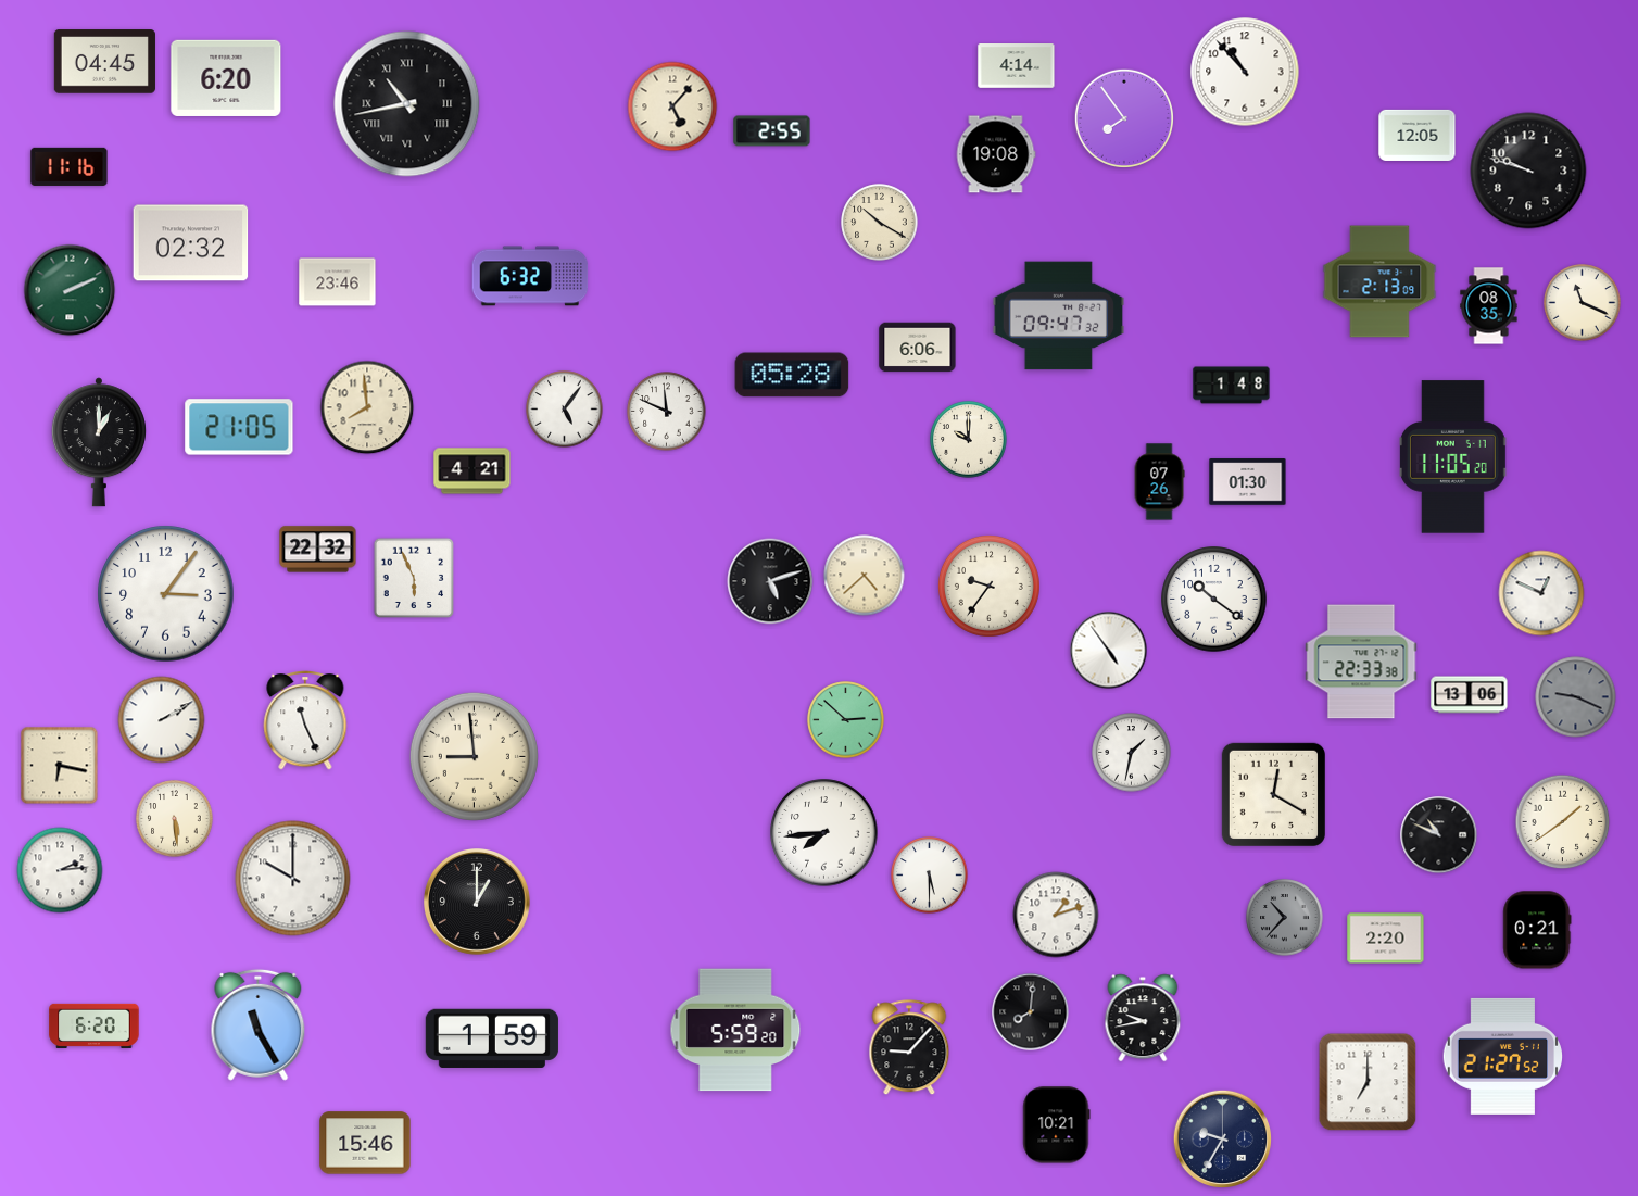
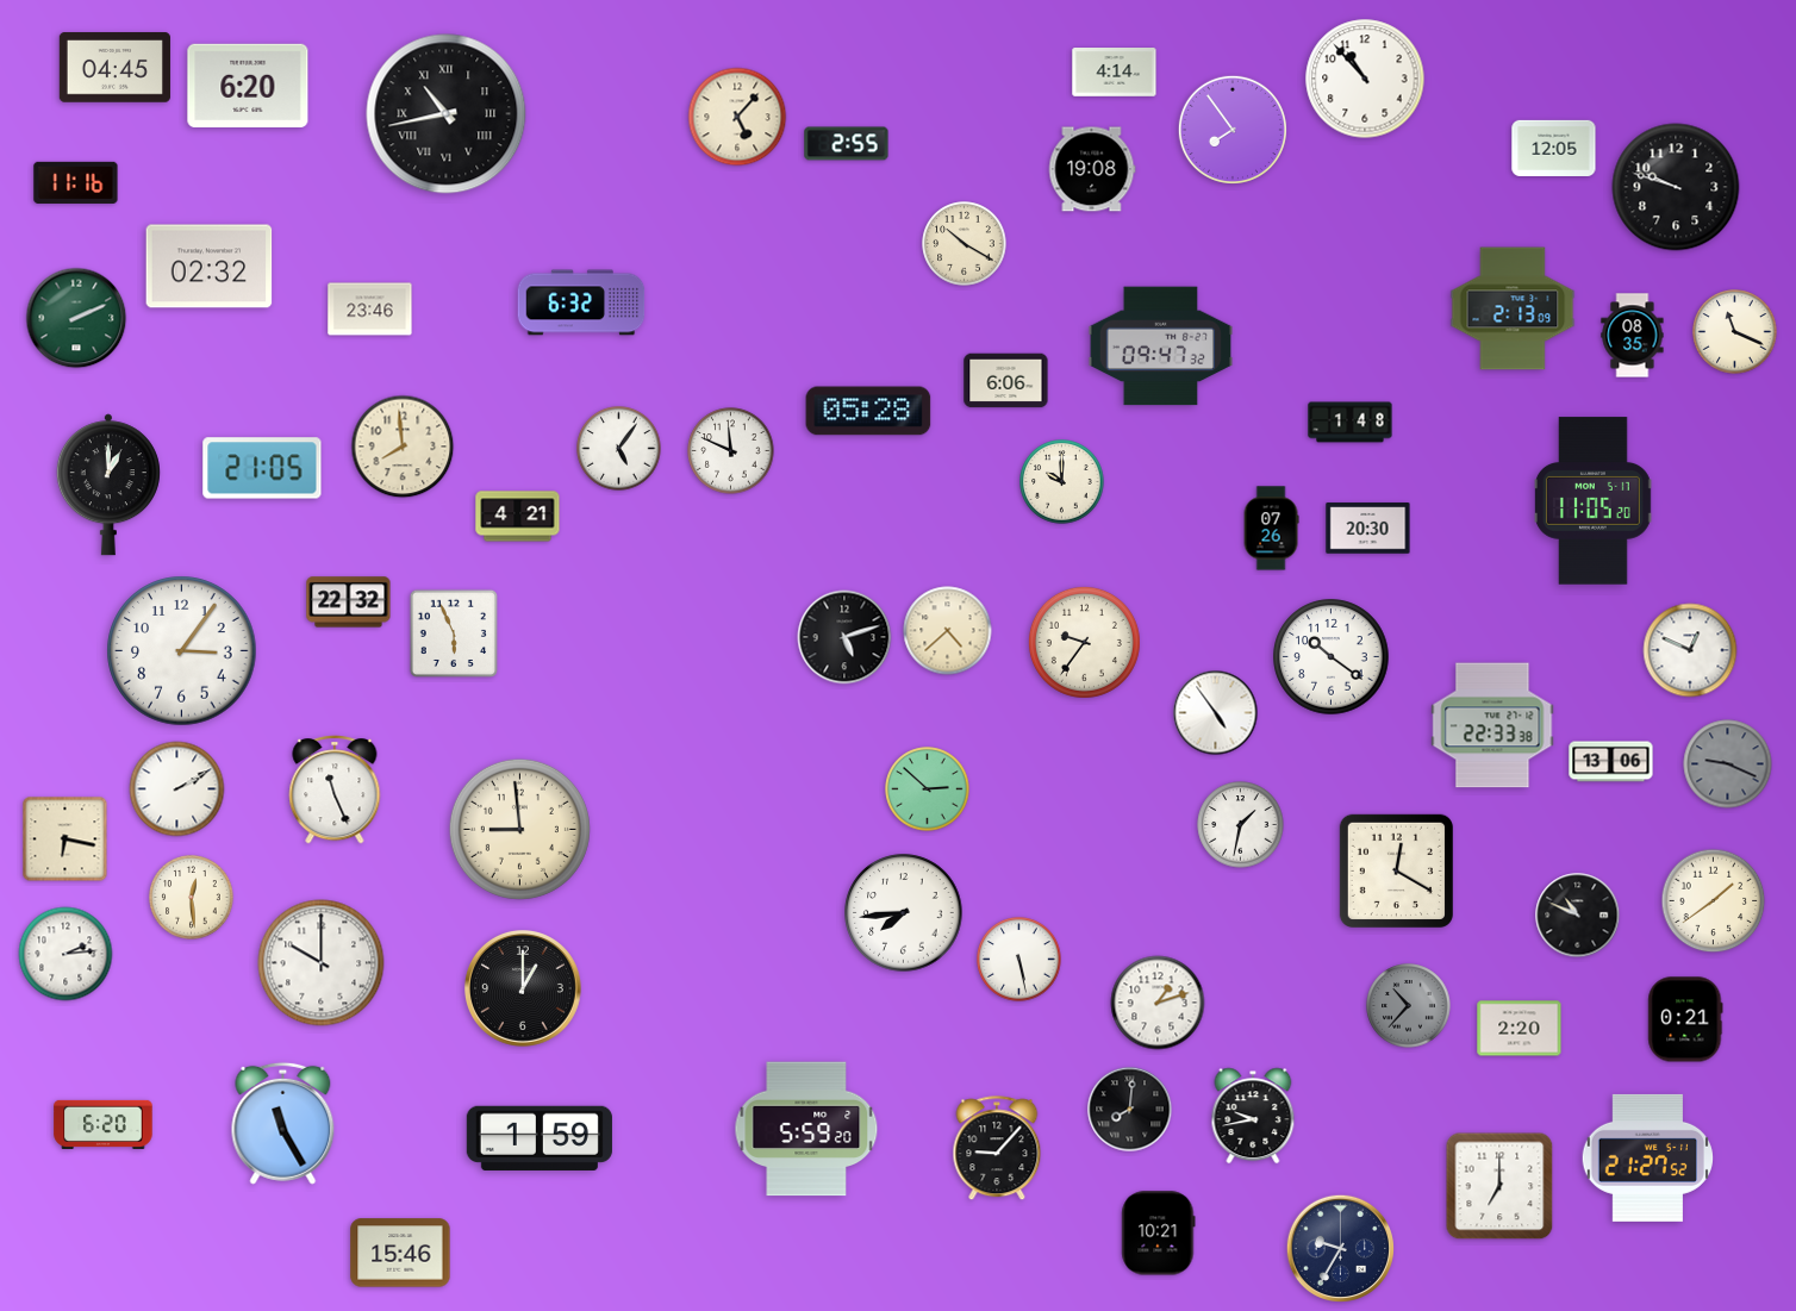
clock at (1248, 482): 01:30 -> 20:30
clock at (175, 819): 5:29 -> 12:29
clock at (930, 876): 5:30 -> 5:28
